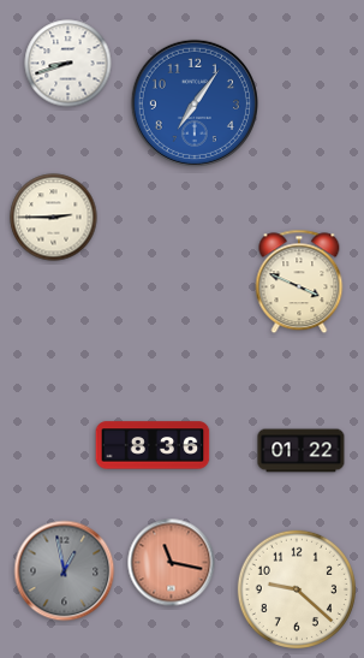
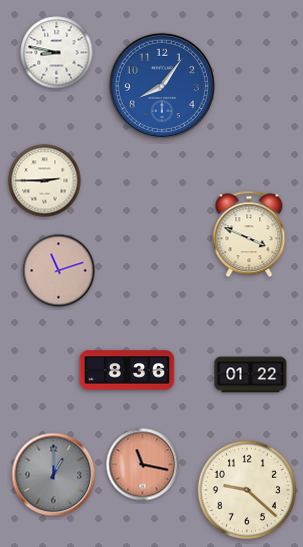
clock at (68, 64): 8:42 -> 8:47
clock at (195, 103): 7:06 -> 8:06
clock at (59, 271): none -> 11:12
clock at (172, 563) position: (172, 563) -> (143, 465)
clock at (65, 571): 12:58 -> 1:00
